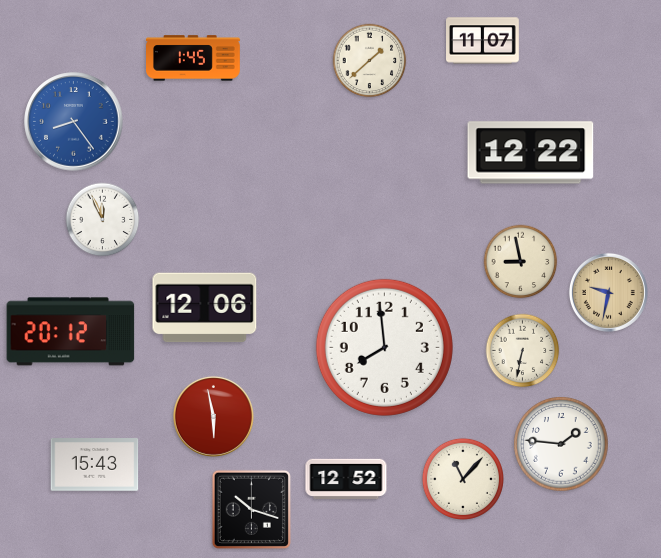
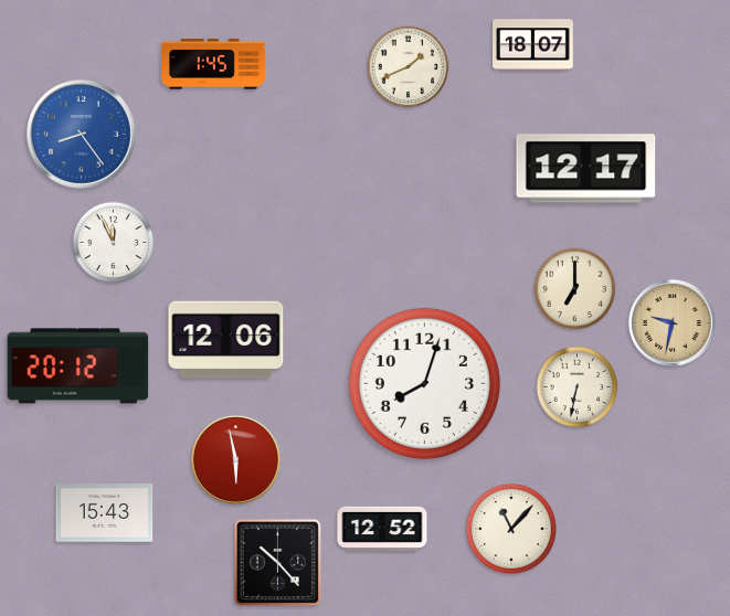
clock at (483, 41): 11:07 -> 18:07
clock at (370, 61): 1:38 -> 1:41
clock at (531, 153): 12:22 -> 12:17
clock at (521, 262): 8:58 -> 7:00
clock at (384, 347): 7:59 -> 8:03
clock at (561, 444): 1:46 -> none
clock at (251, 509): 10:18 -> 10:23
